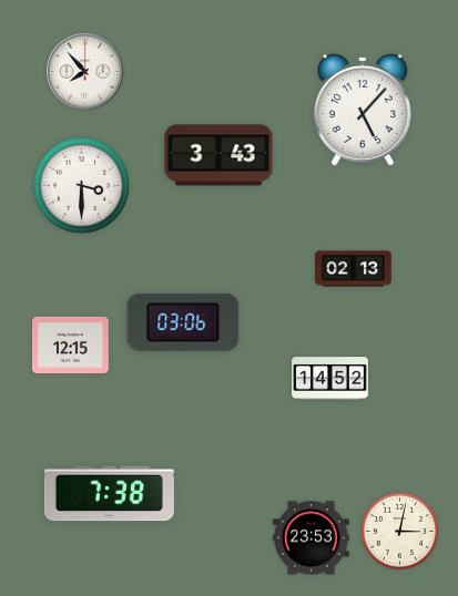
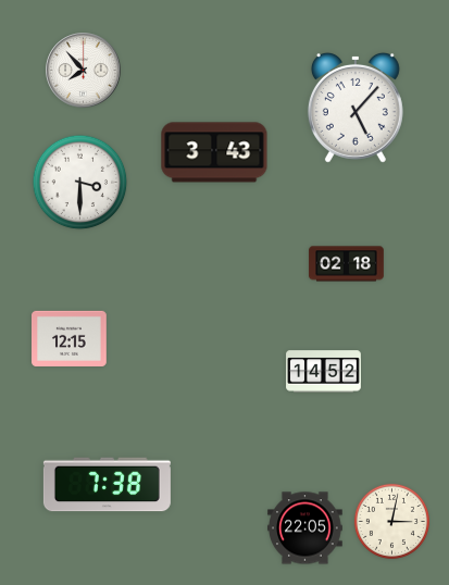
clock at (354, 269): 02:13 -> 02:18
clock at (183, 322): 03:06 -> none
clock at (312, 538): 23:53 -> 22:05
